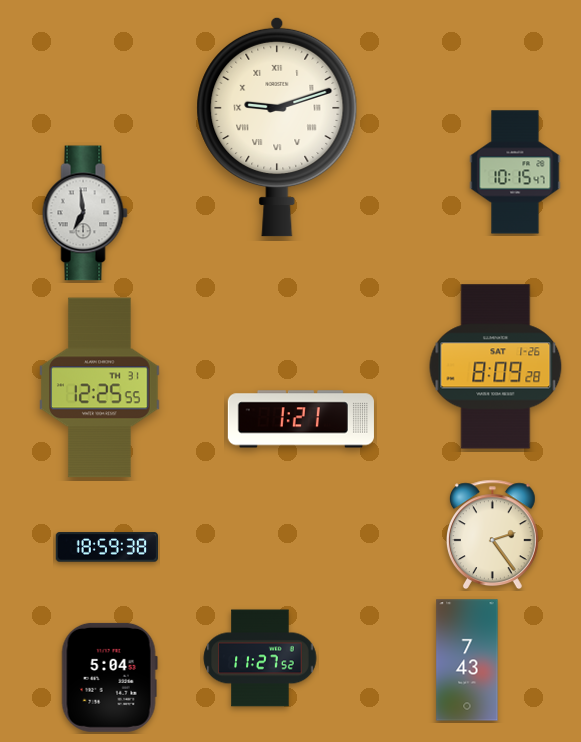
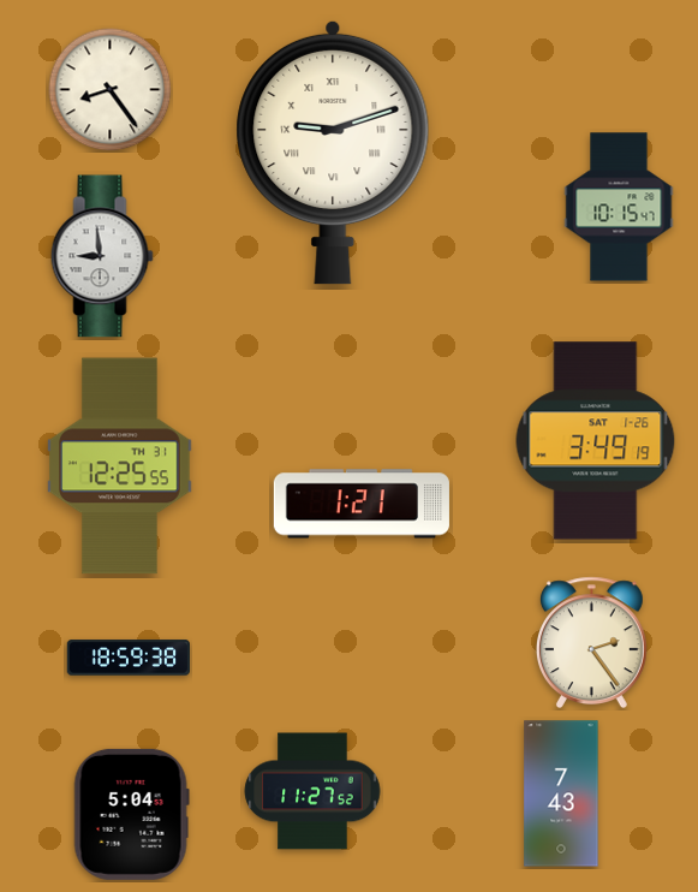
clock at (111, 90): none -> 8:24
clock at (85, 213): 6:59 -> 8:59
clock at (496, 367): 8:09 -> 3:49
